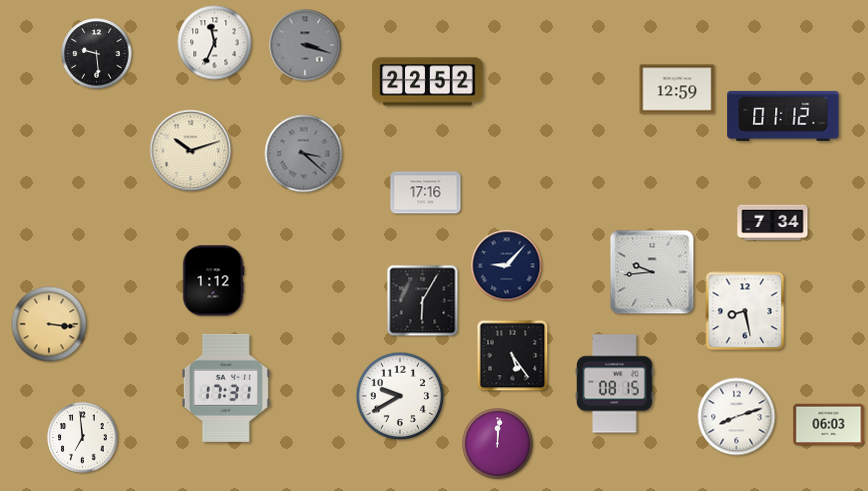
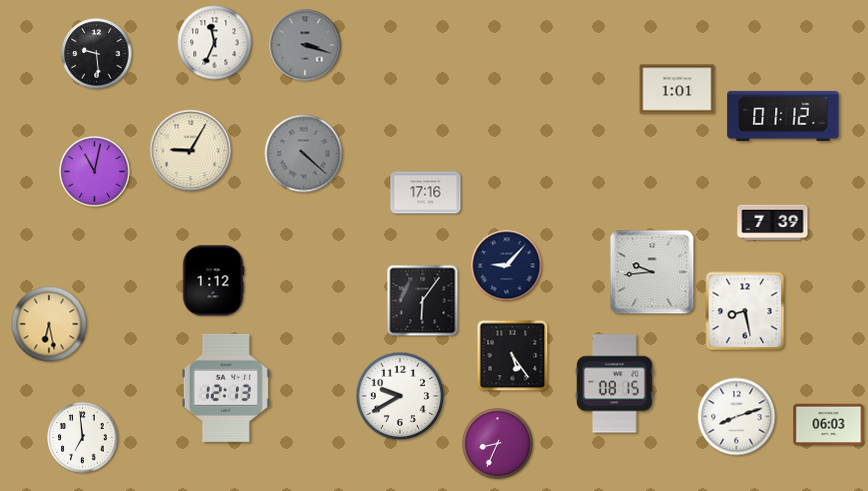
clock at (428, 82): 22:52 -> none
clock at (677, 89): 12:59 -> 1:01
clock at (191, 151): 10:12 -> 9:05
clock at (304, 154): 3:22 -> 4:22
clock at (95, 172): none -> 11:02
clock at (773, 223): 7:34 -> 7:39
clock at (423, 301): 6:05 -> 6:06
clock at (49, 324): 3:16 -> 6:28
clock at (226, 388): 17:31 -> 12:13
clock at (498, 444): 12:01 -> 8:34
